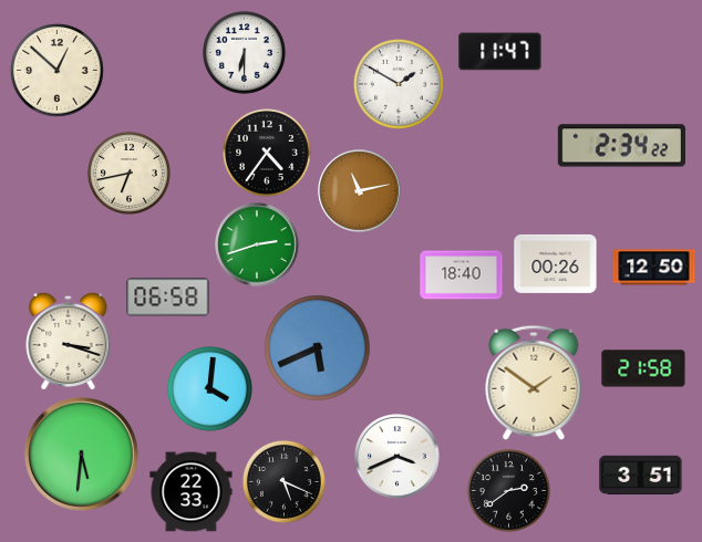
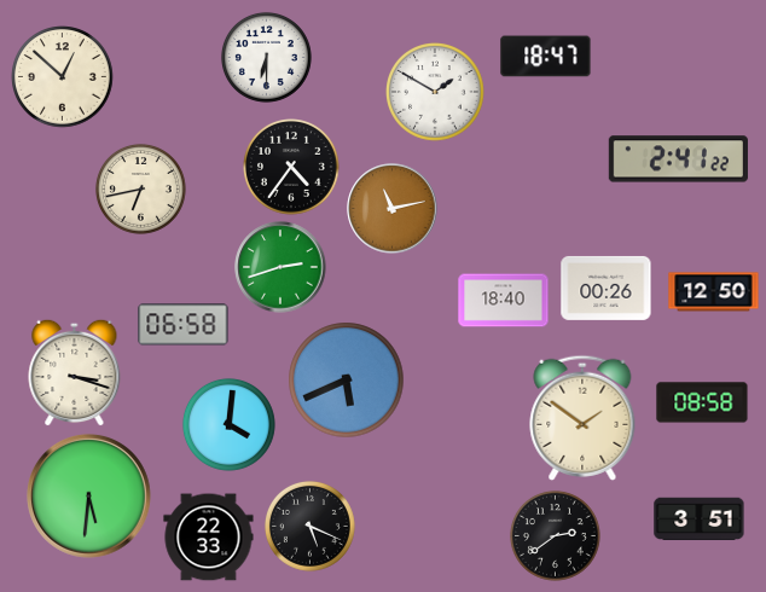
clock at (500, 52): 11:47 -> 18:47
clock at (621, 146): 2:34 -> 2:41
clock at (643, 368): 21:58 -> 08:58
clock at (398, 457): 3:41 -> none
